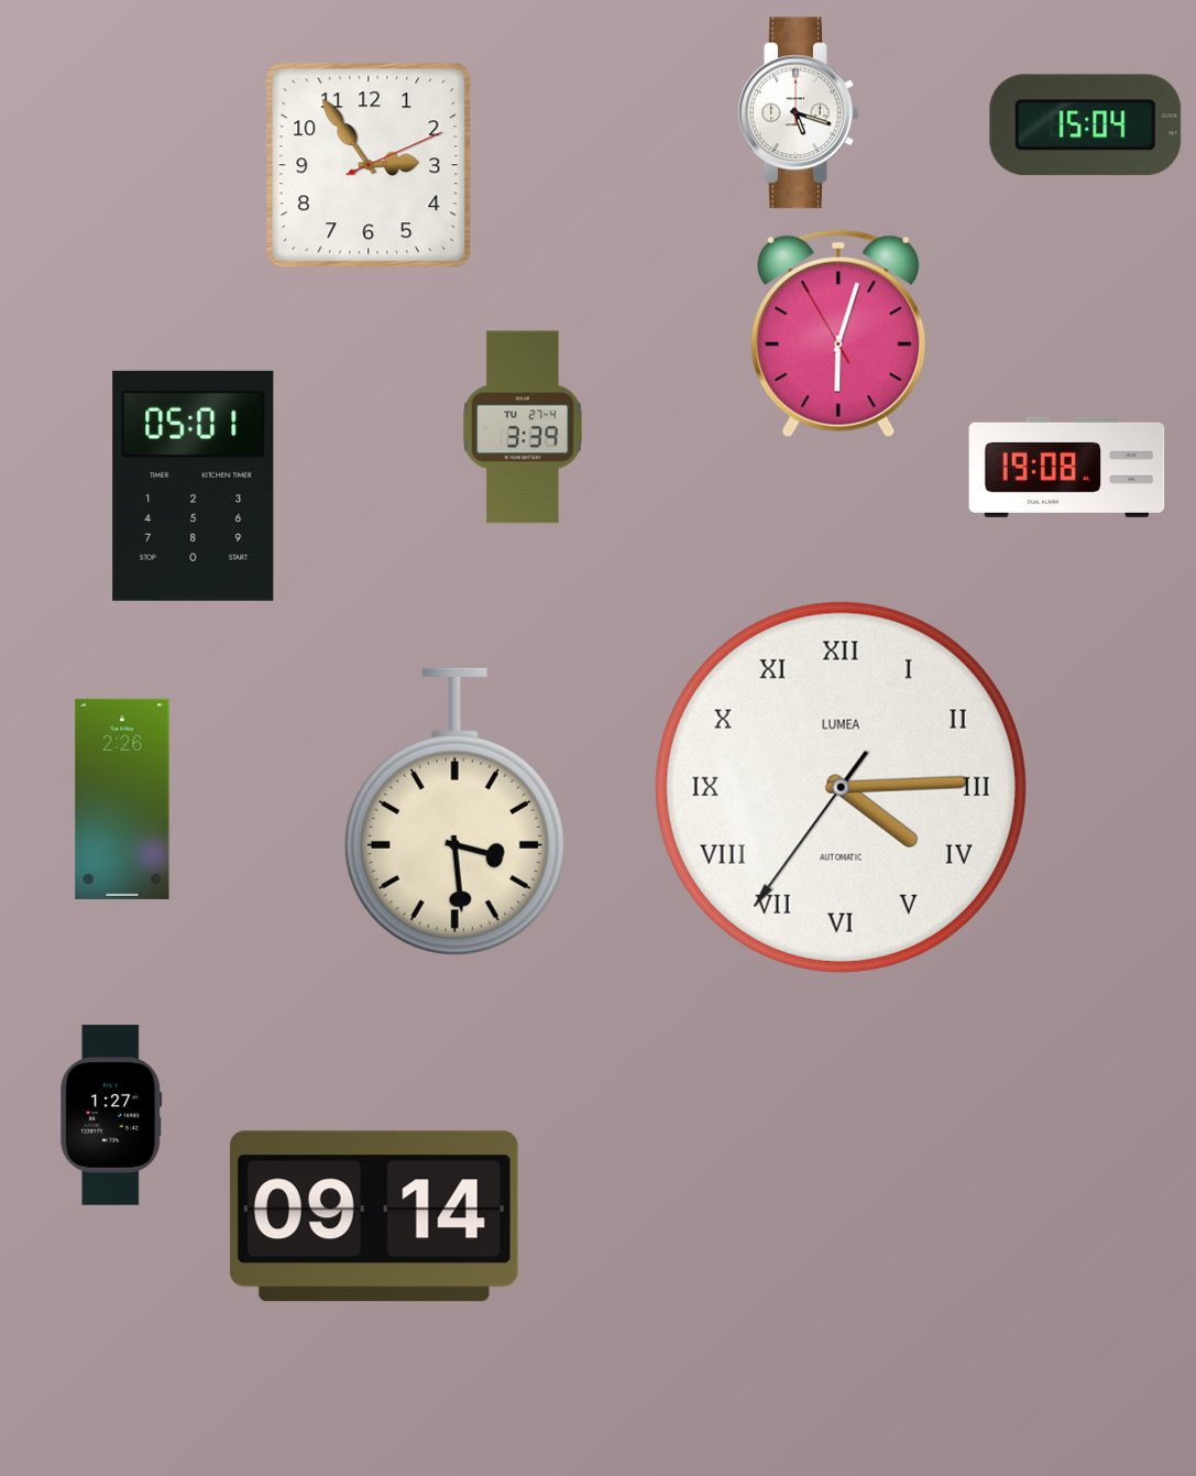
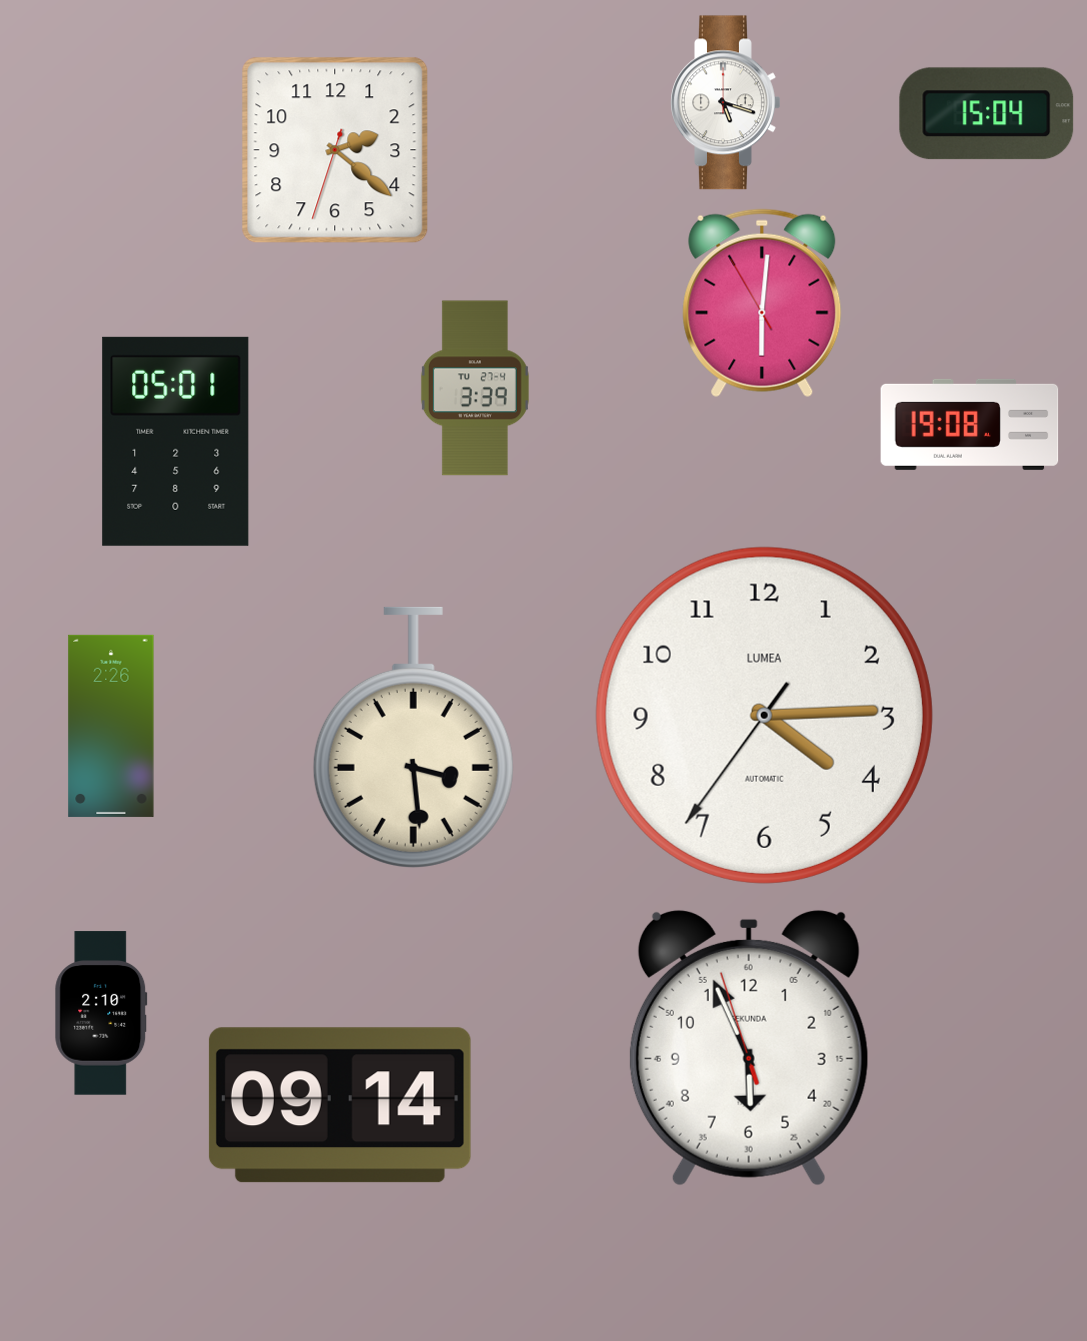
clock at (369, 165): 2:54 -> 2:21
clock at (838, 334): 6:02 -> 6:00
clock at (841, 787) numerals: Roman -> Arabic
clock at (111, 1115): 1:27 -> 2:10
clock at (749, 1048): none -> 5:55
